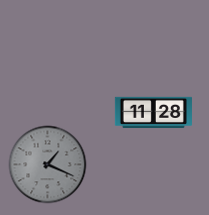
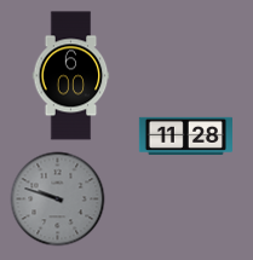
clock at (71, 76): none -> 6:00
clock at (47, 164): 1:19 -> 9:48
